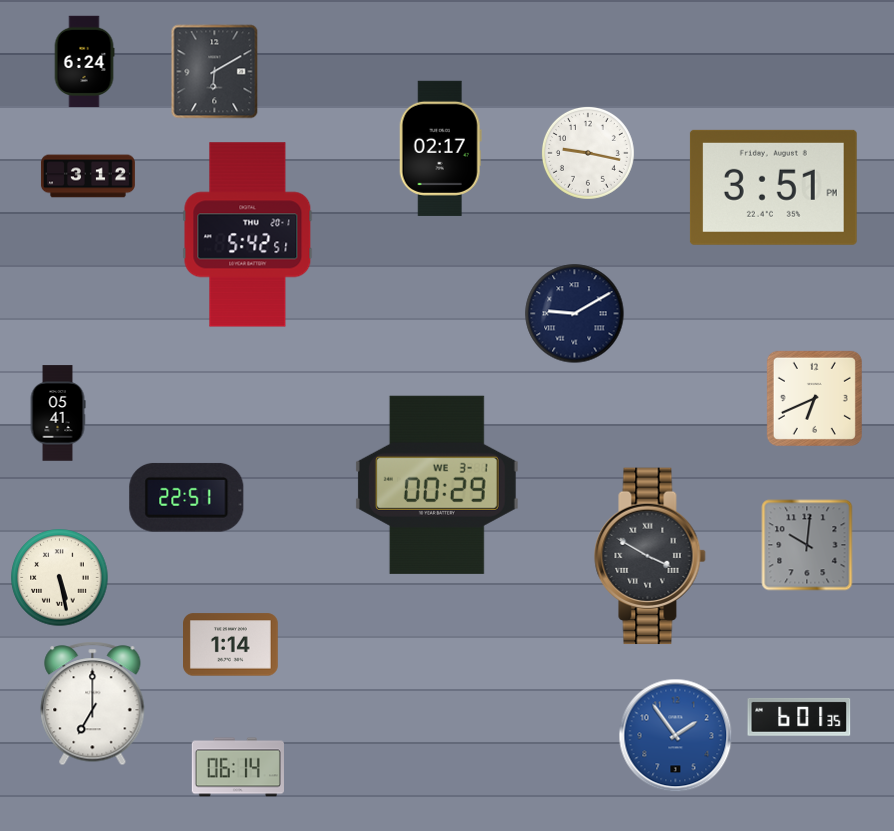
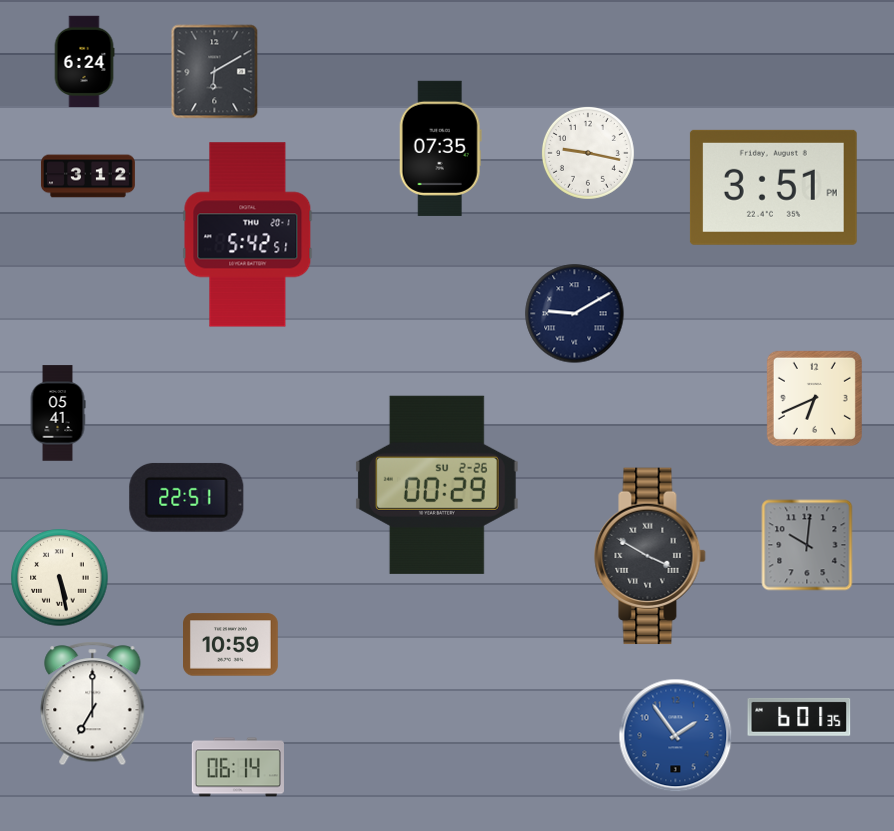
clock at (440, 148): 02:17 -> 07:35
clock at (437, 485) date: WE 3-1 -> SU 2-26
clock at (231, 645): 1:14 -> 10:59
